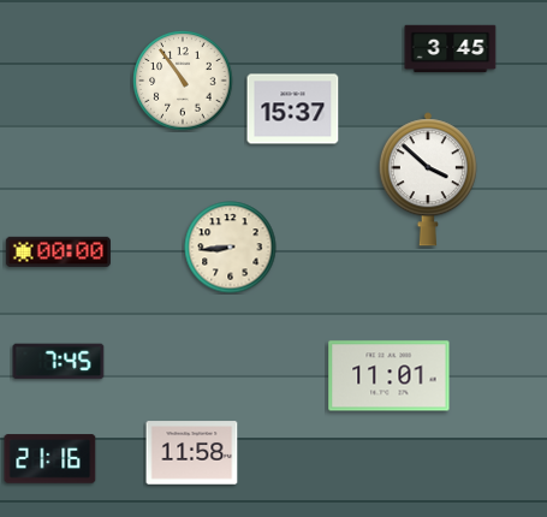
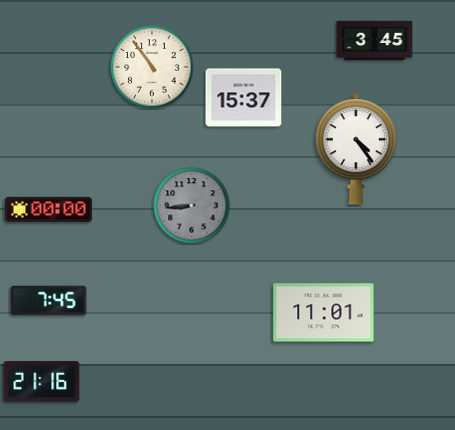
clock at (293, 109) position: (293, 109) -> (244, 98)
clock at (428, 179): 3:52 -> 4:24
clock at (231, 248) dial: cream -> grey
clock at (192, 453): 11:58 -> none
